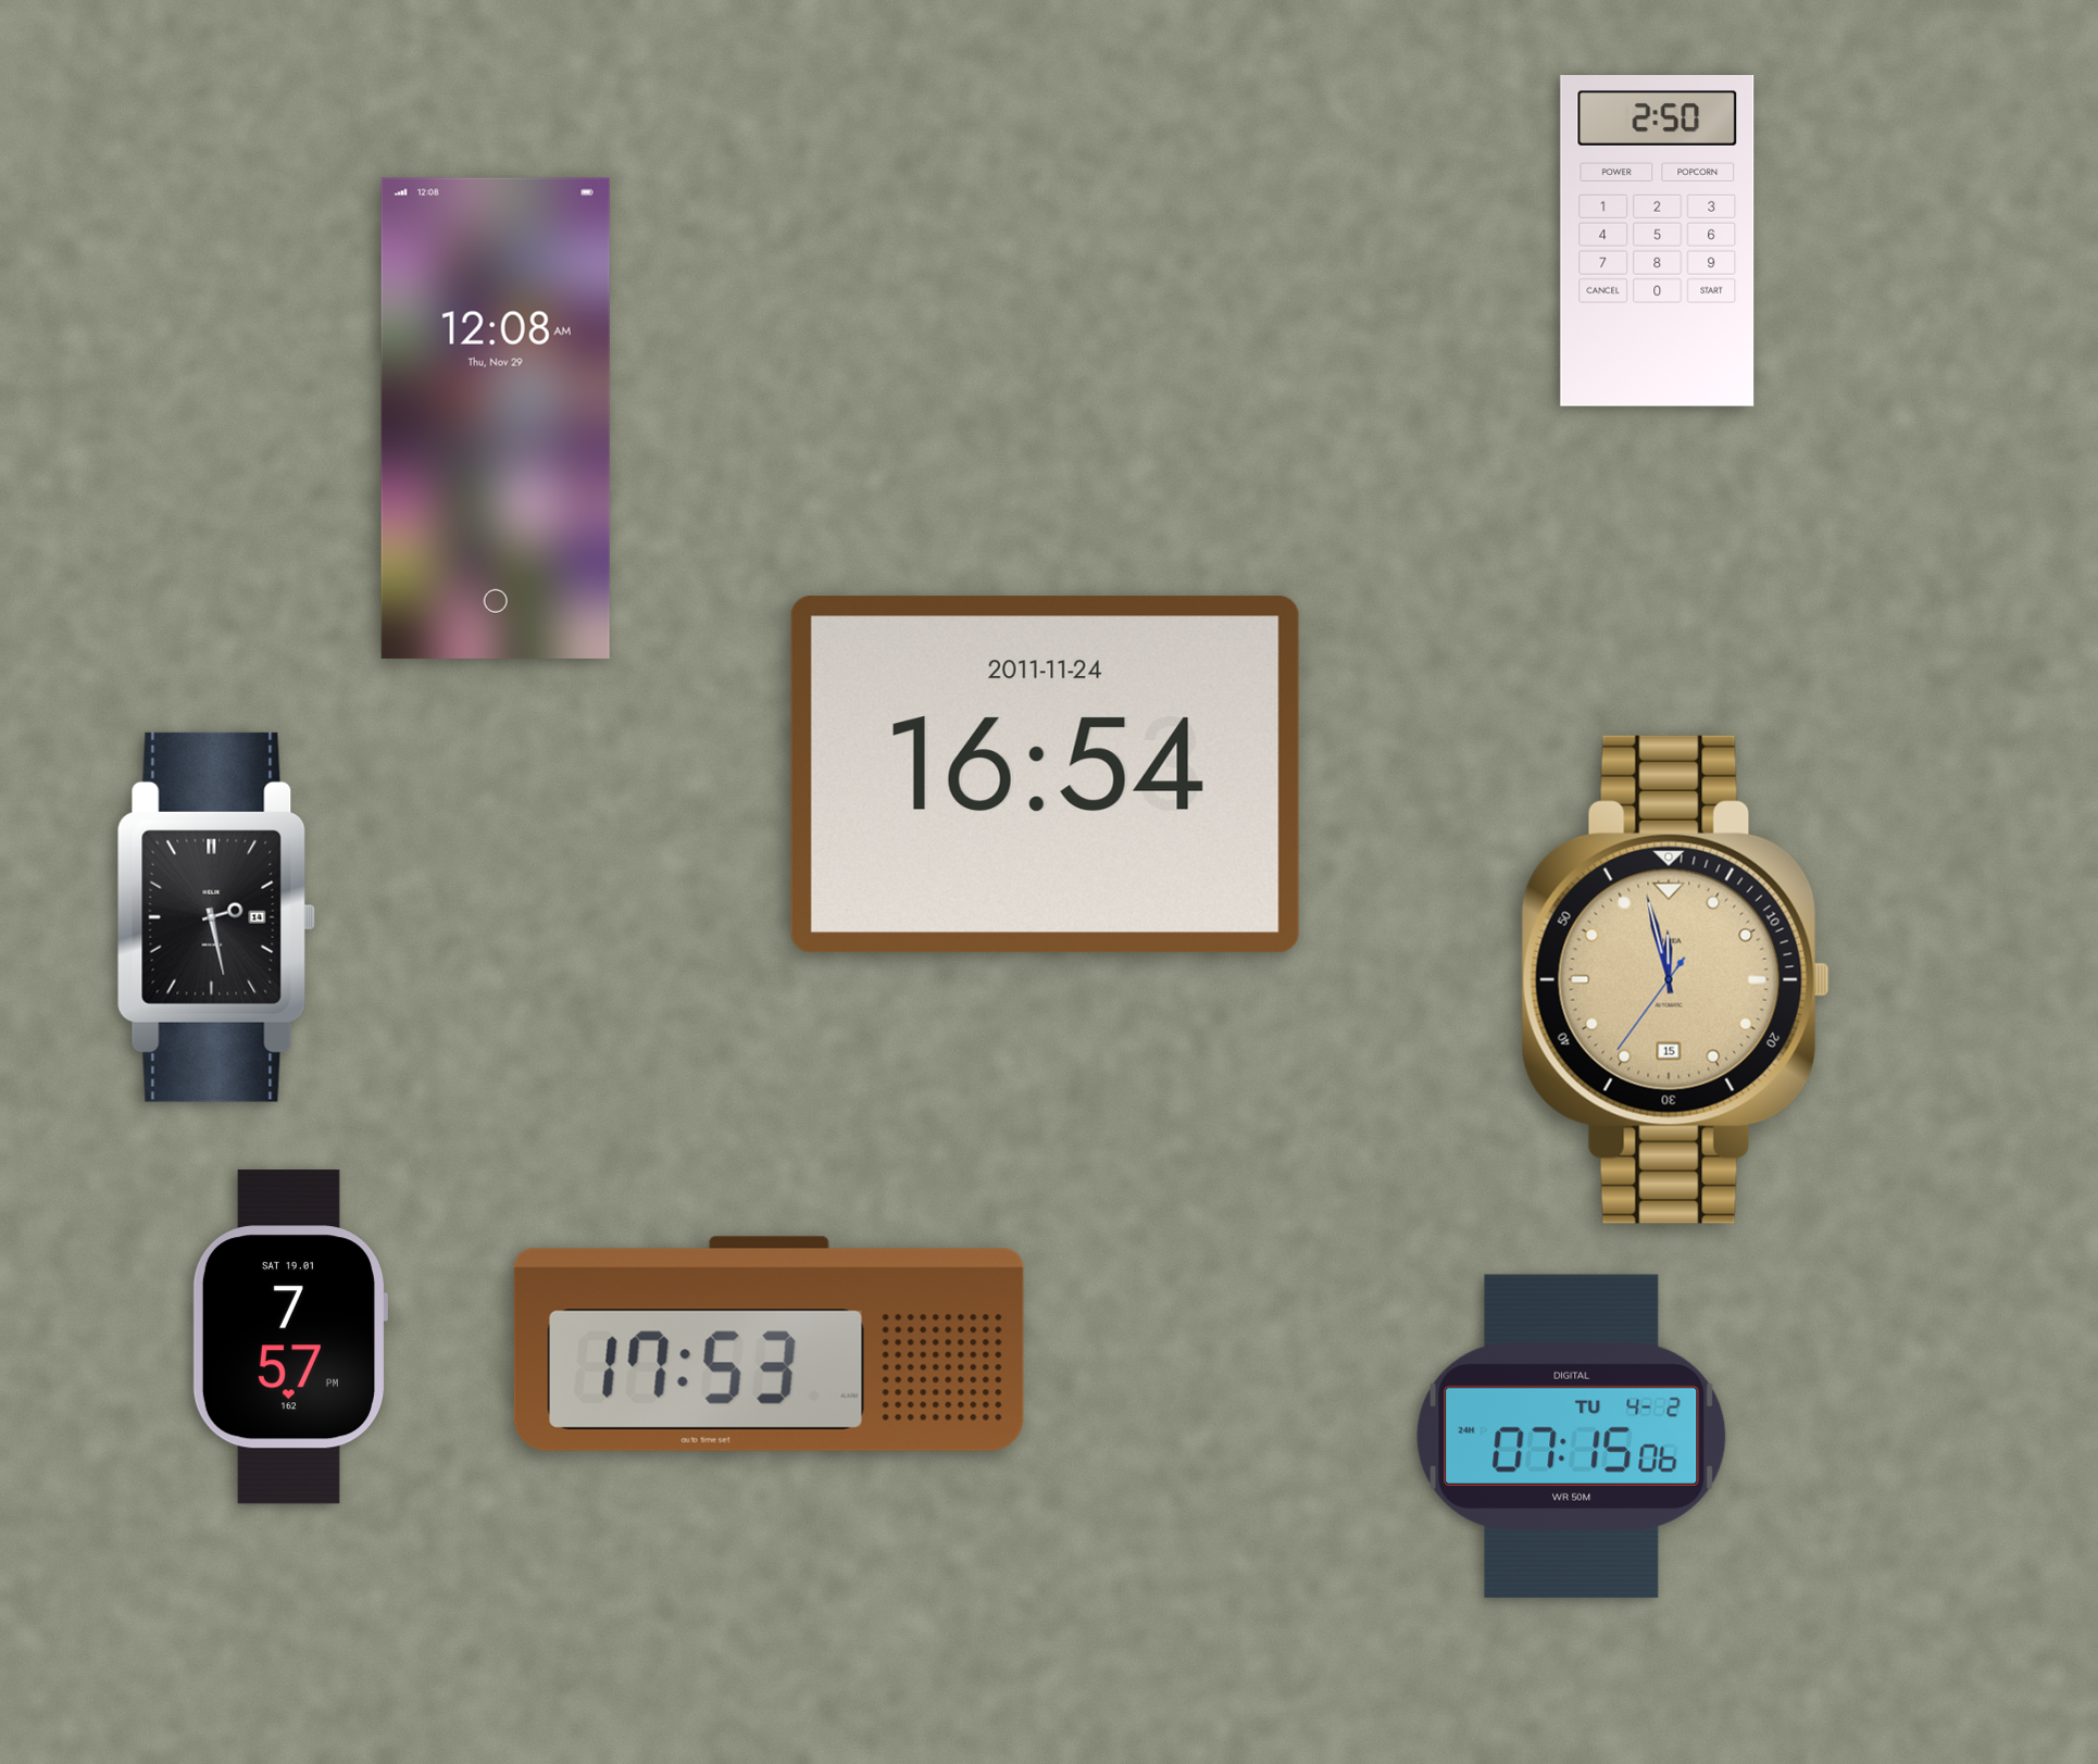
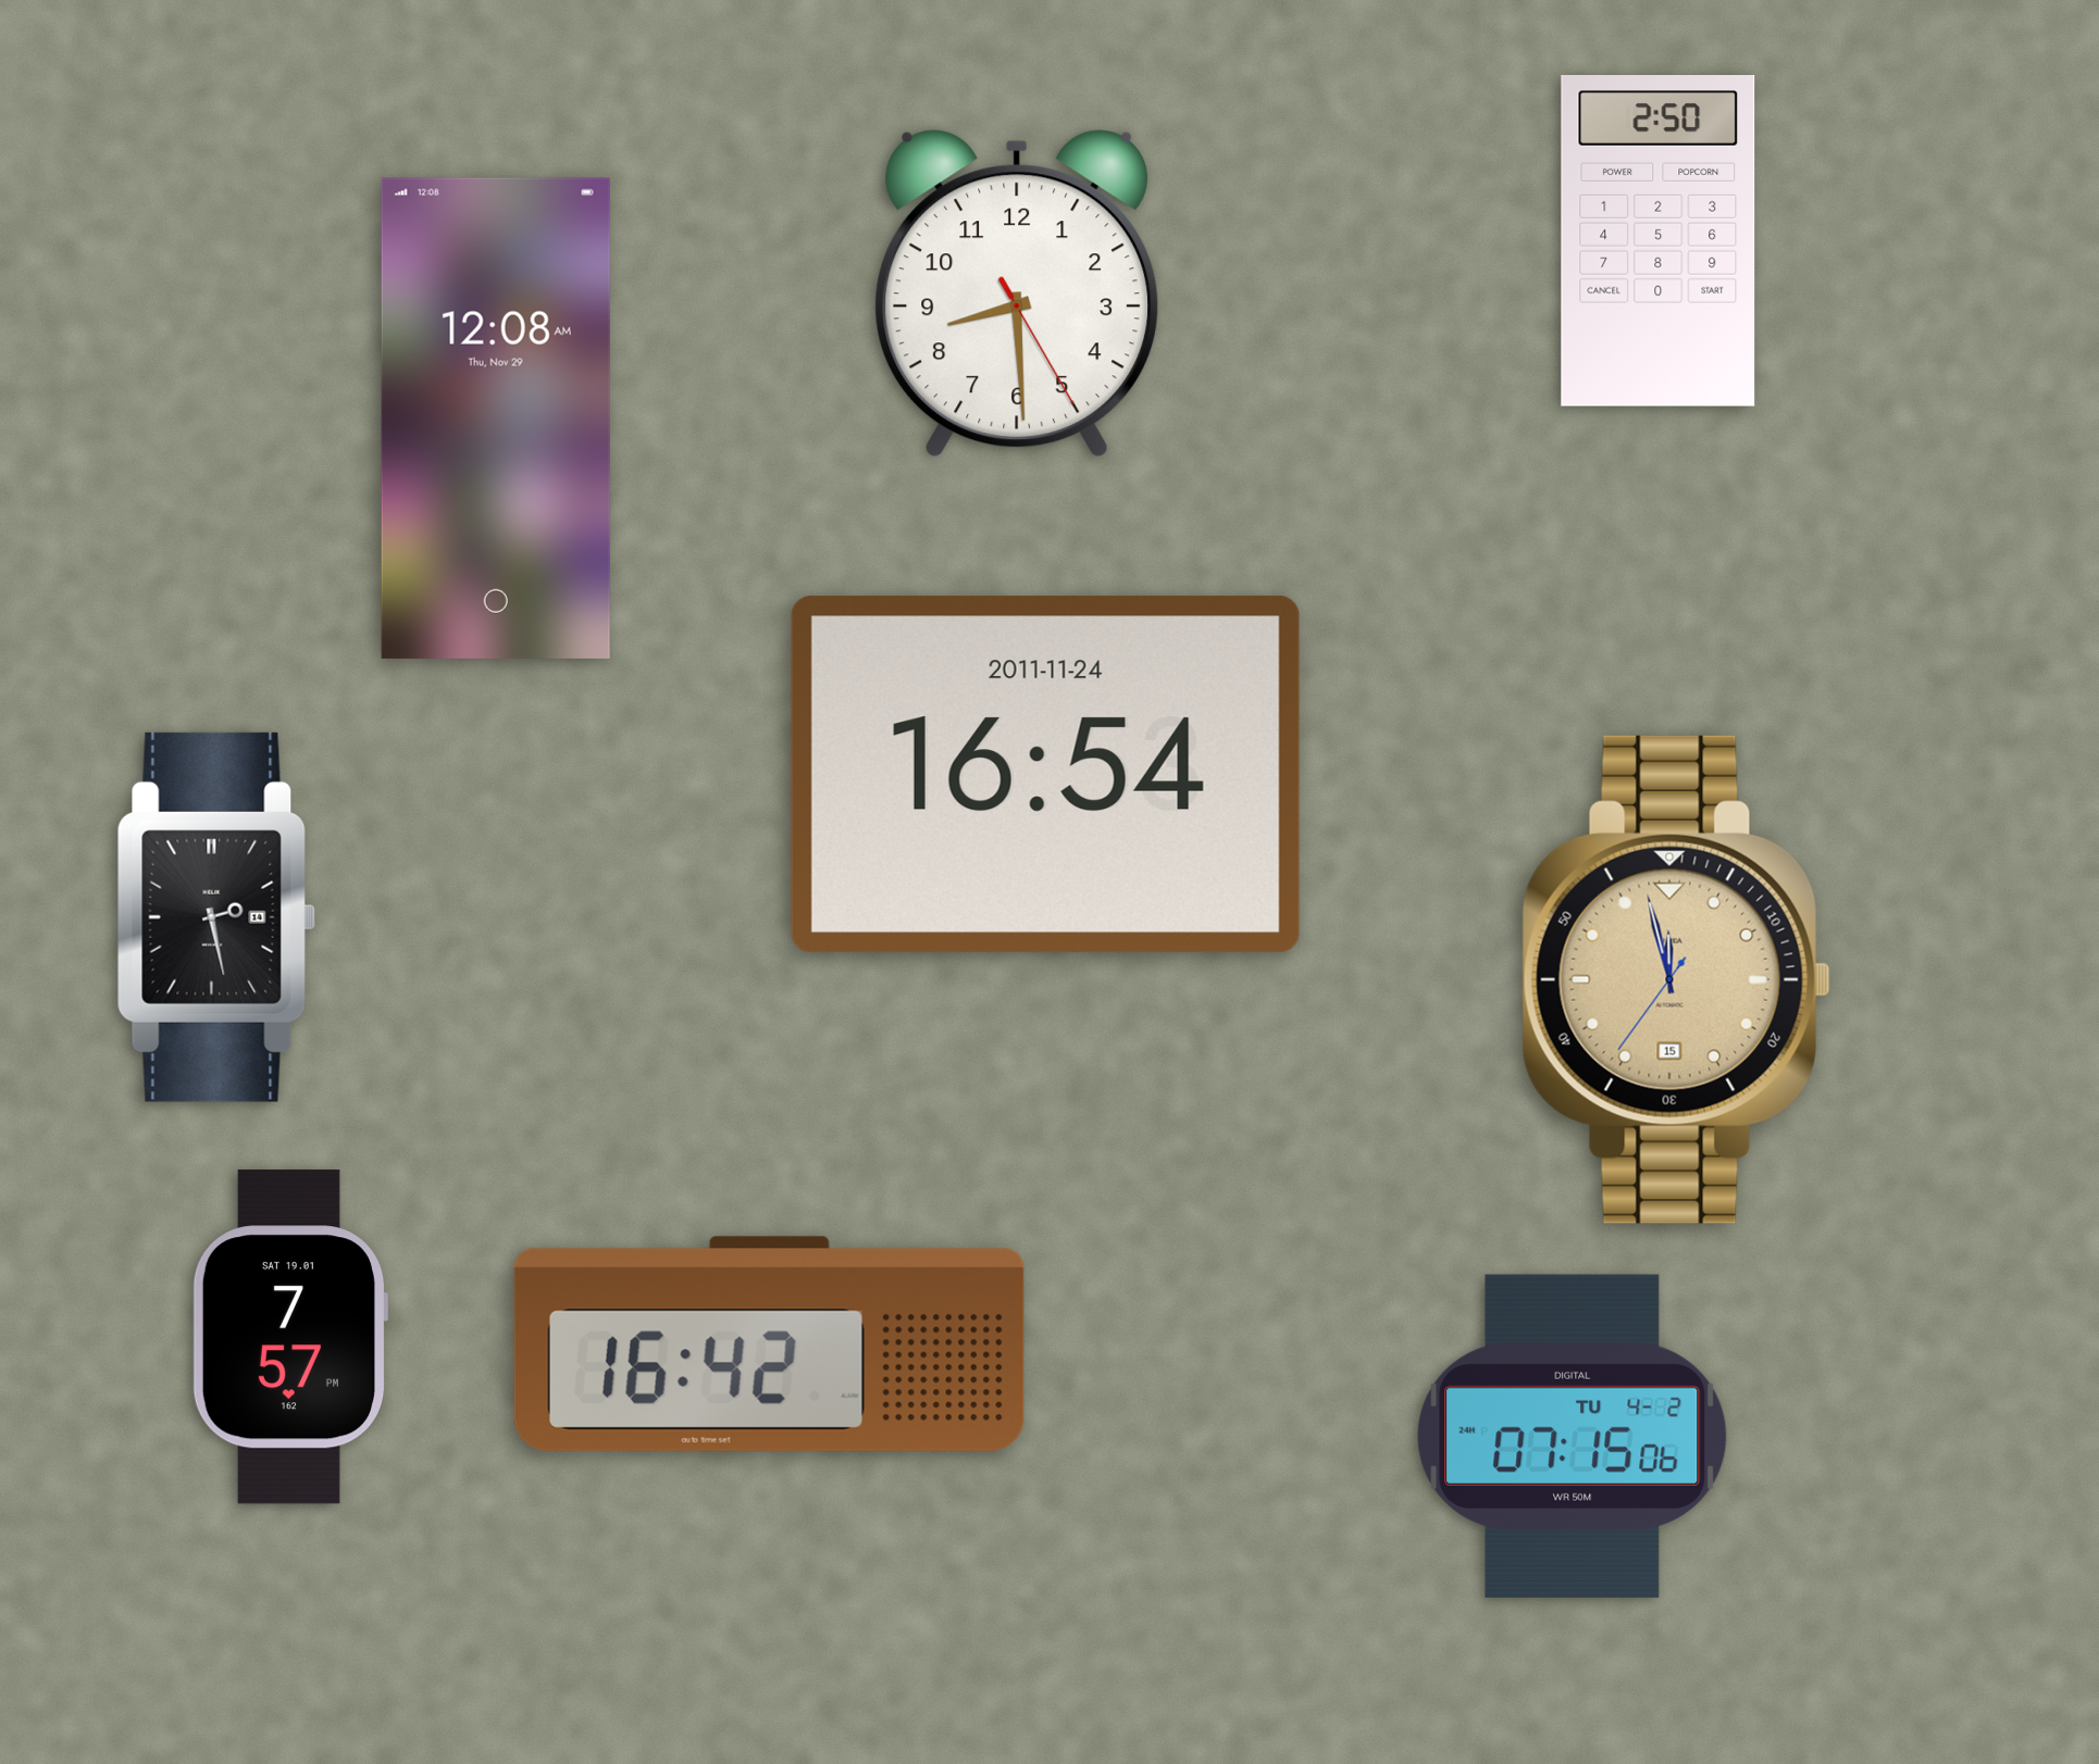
clock at (1017, 293): none -> 8:29
clock at (769, 1343): 17:53 -> 16:42
